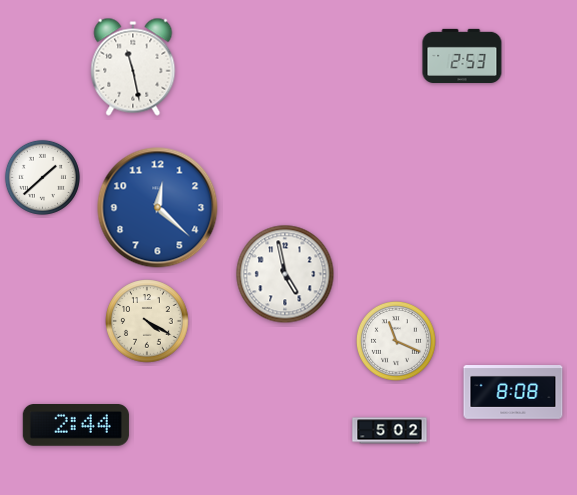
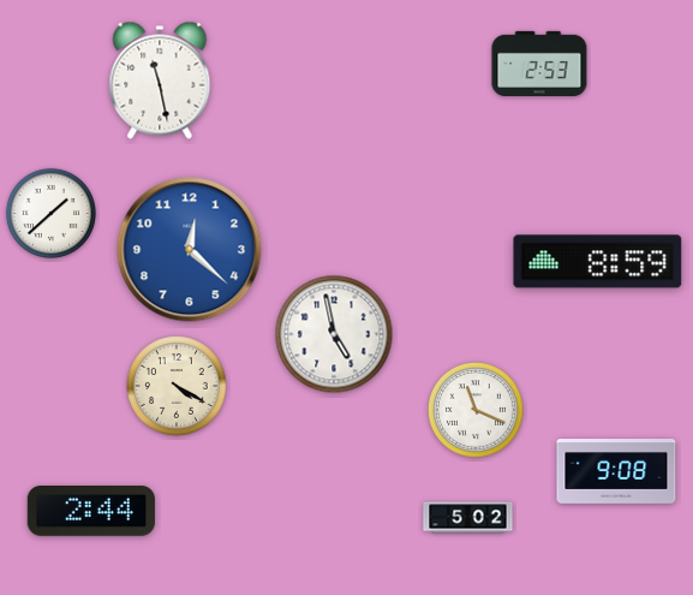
clock at (462, 55) position: (462, 55) -> (539, 63)
clock at (598, 262): none -> 8:59
clock at (285, 274) position: (285, 274) -> (334, 334)
clock at (513, 393): 8:08 -> 9:08
